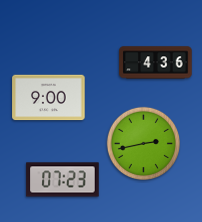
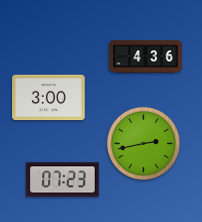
clock at (156, 63) position: (156, 63) -> (146, 57)
clock at (49, 98): 9:00 -> 3:00
